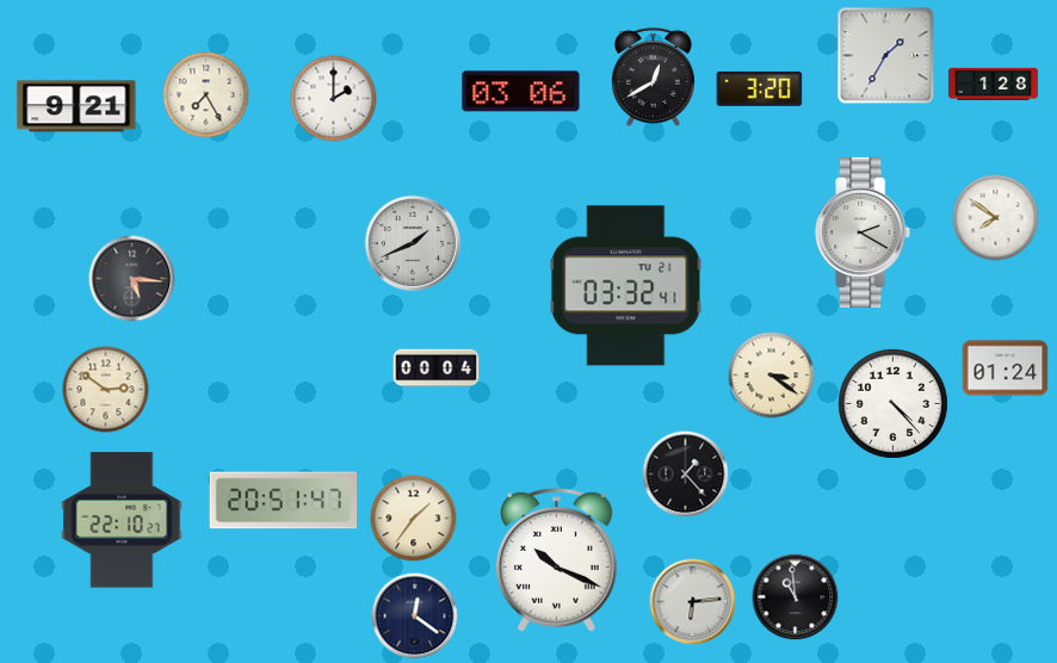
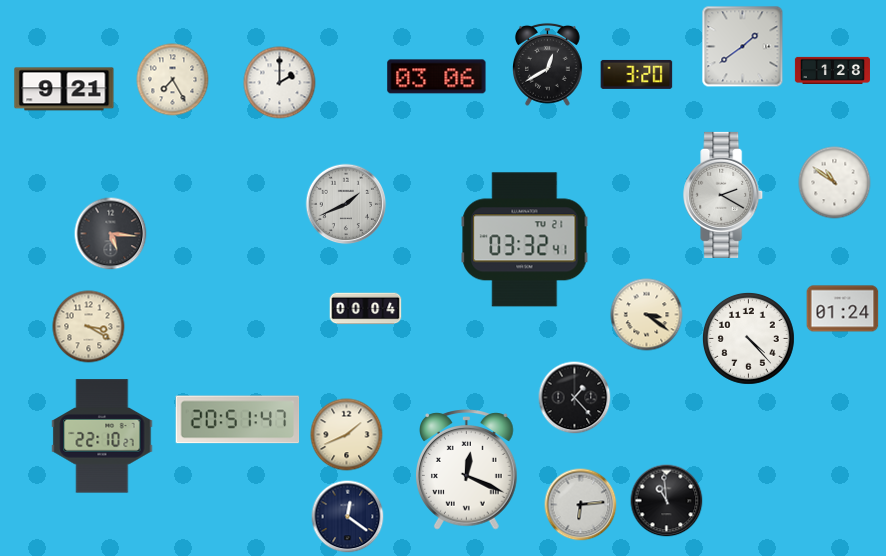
clock at (886, 56): 1:35 -> 1:39
clock at (996, 218): 7:51 -> 10:51
clock at (106, 390): 2:51 -> 3:20
clock at (414, 519): 1:36 -> 1:41
clock at (557, 560): 10:19 -> 12:19
